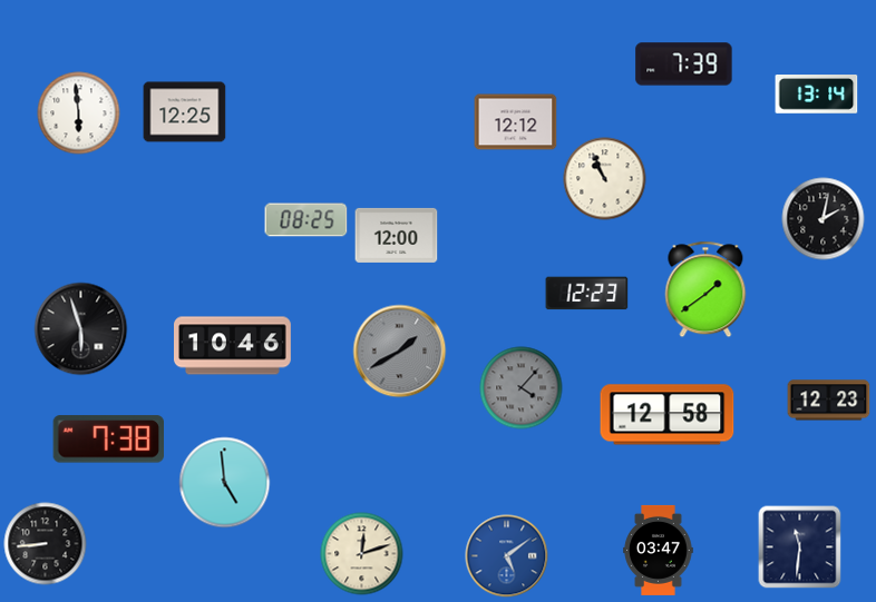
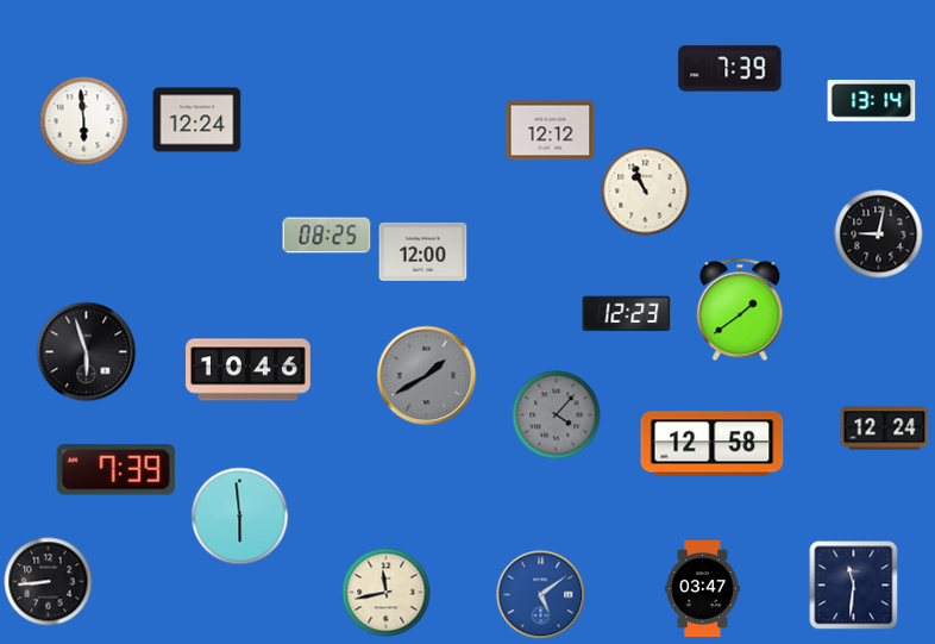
clock at (185, 112): 12:25 -> 12:24
clock at (824, 219): 2:02 -> 9:02
clock at (705, 289) position: (705, 289) -> (740, 310)
clock at (829, 401): 12:23 -> 12:24
clock at (108, 440): 7:38 -> 7:39
clock at (225, 483): 4:59 -> 5:59
clock at (362, 554): 12:12 -> 11:43
